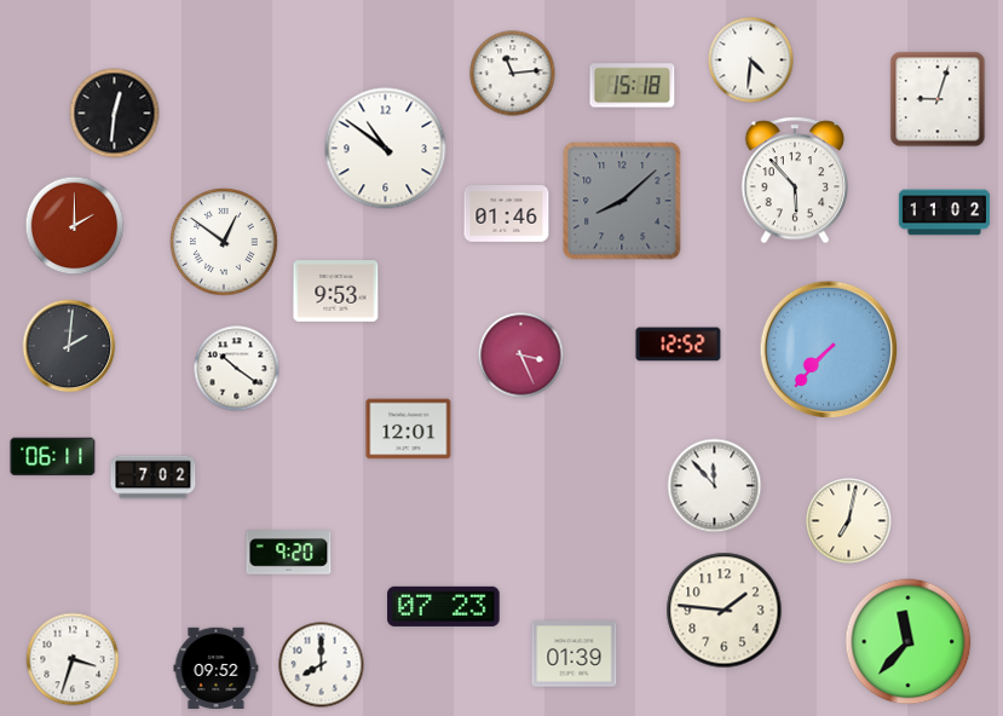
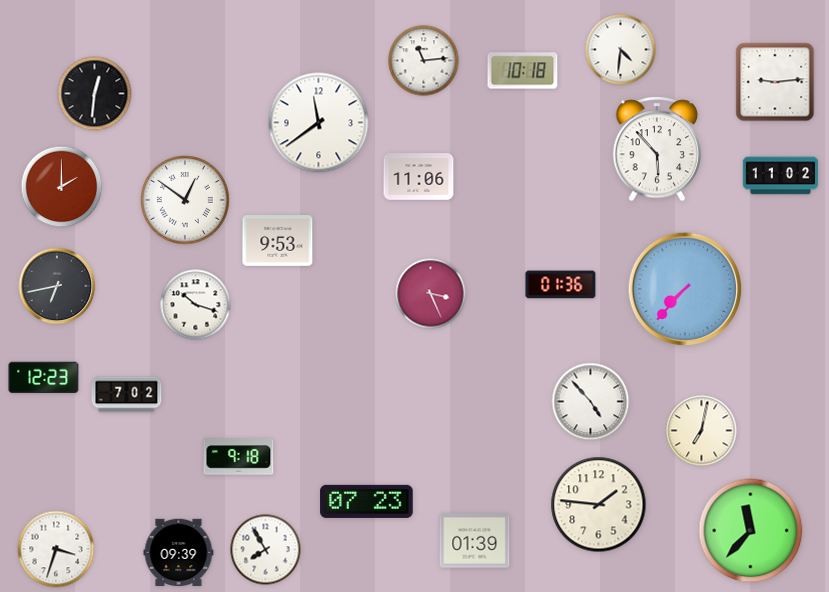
clock at (633, 86): 15:18 -> 10:18
clock at (938, 99): 9:03 -> 9:14
clock at (386, 149): 10:51 -> 11:39
clock at (622, 201): 8:08 -> none
clock at (507, 214): 01:46 -> 11:06
clock at (679, 345): 12:52 -> 01:36
clock at (69, 346): 2:01 -> 6:43
clock at (237, 369): 10:21 -> 10:18
clock at (409, 429): 12:01 -> none
clock at (53, 457): 06:11 -> 12:23
clock at (715, 486): 11:53 -> 4:53
clock at (289, 553): 9:20 -> 9:18
clock at (73, 659) position: (73, 659) -> (56, 549)
clock at (322, 665): 8:00 -> 7:55
clock at (217, 668): 09:52 -> 09:39
